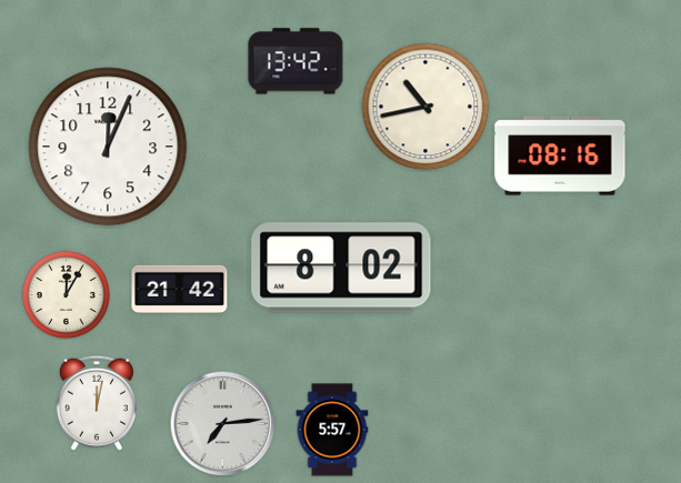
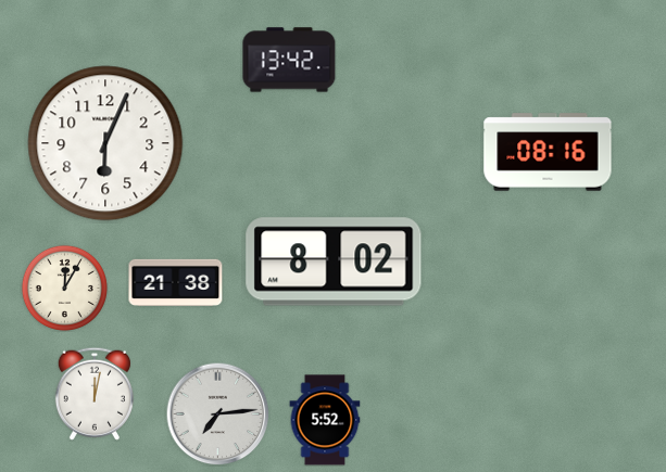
clock at (425, 107): 10:43 -> none
clock at (108, 147): 12:04 -> 6:04
clock at (180, 289): 21:42 -> 21:38
clock at (332, 430): 5:57 -> 5:52
